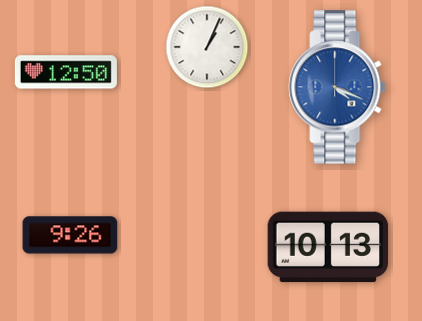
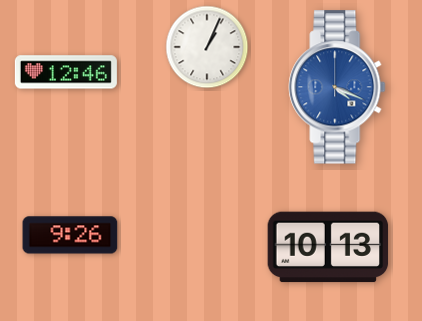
clock at (66, 72): 12:50 -> 12:46
